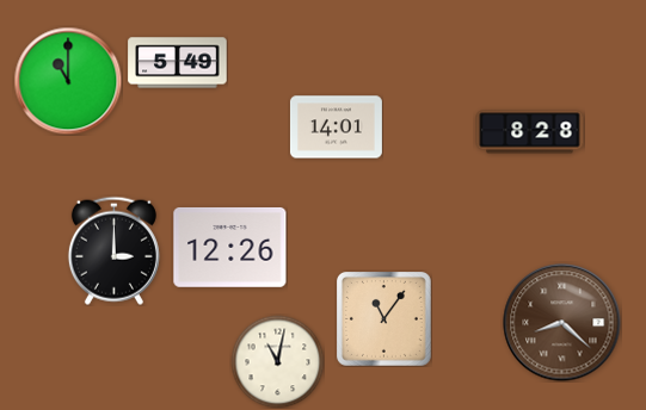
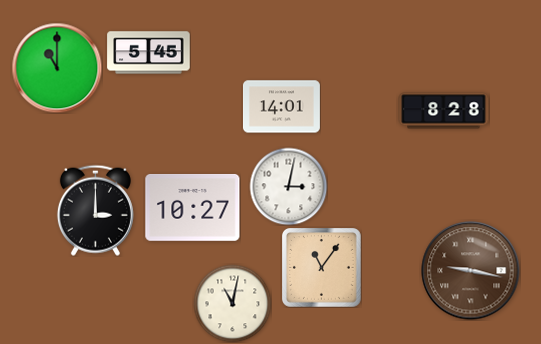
clock at (178, 63): 5:49 -> 5:45
clock at (288, 186): none -> 3:02
clock at (230, 248): 12:26 -> 10:27
clock at (562, 323): 8:22 -> 9:17
